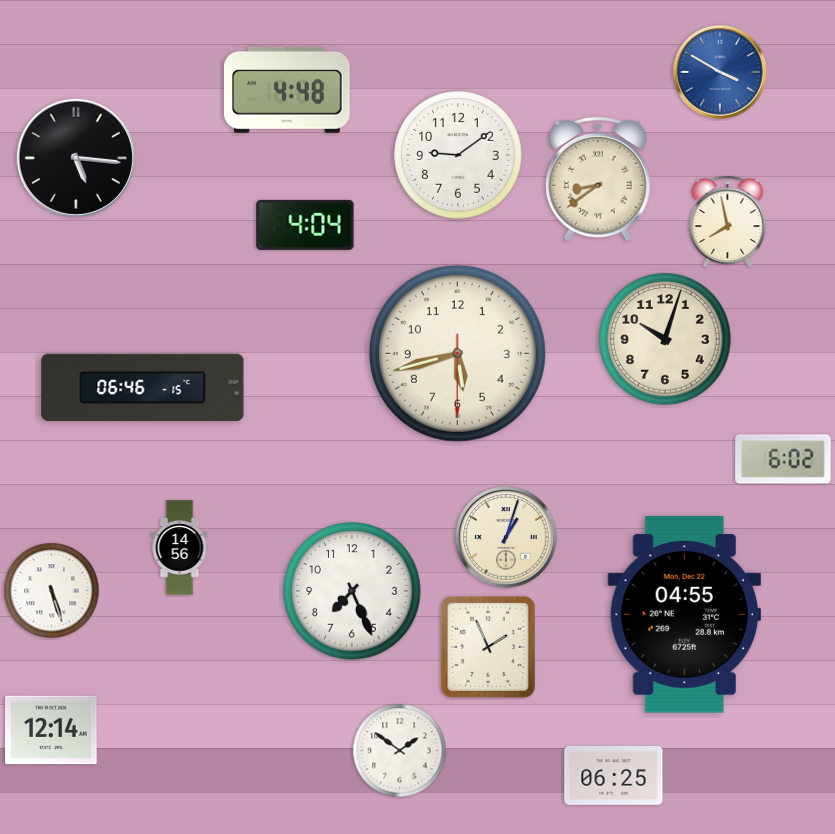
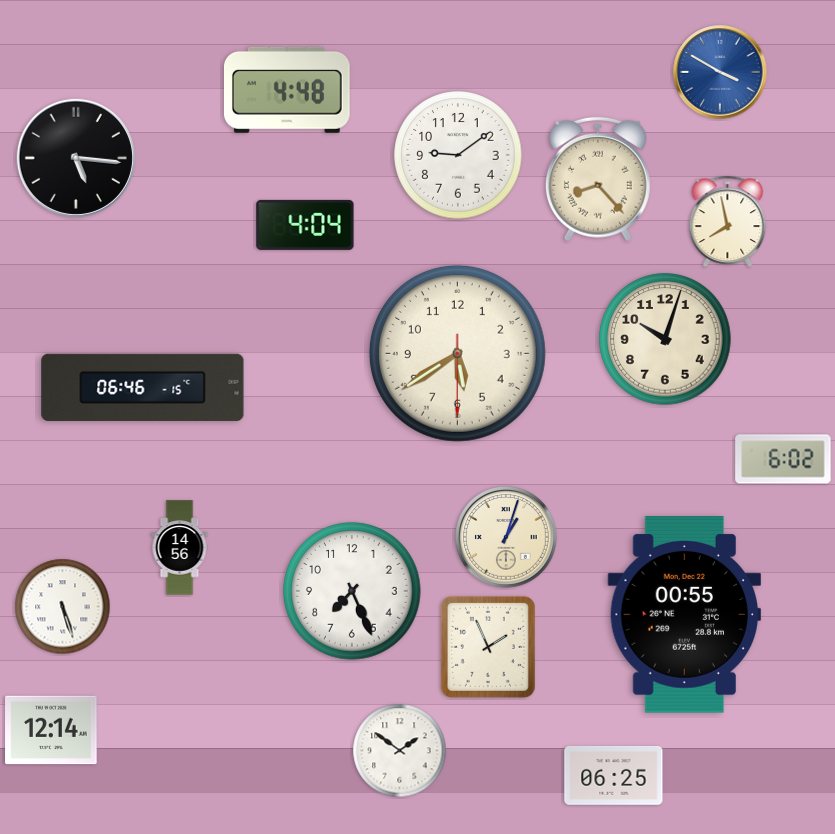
clock at (598, 179): 8:39 -> 8:23
clock at (457, 353): 5:42 -> 5:39
clock at (52, 591) position: (52, 591) -> (63, 607)
clock at (684, 615): 04:55 -> 00:55
